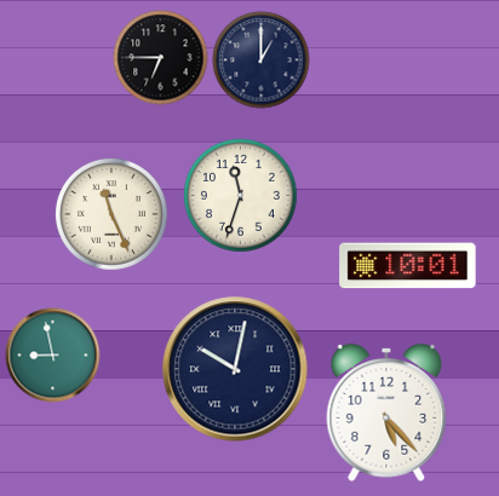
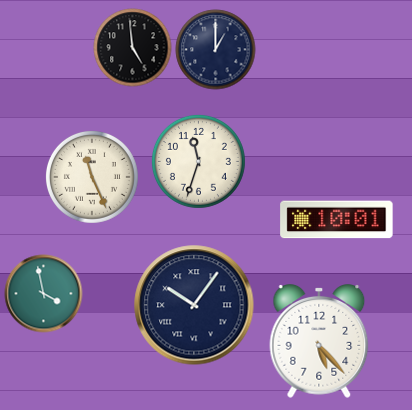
clock at (160, 57): 6:45 -> 4:59
clock at (52, 354): 8:58 -> 3:58
clock at (235, 369): 10:02 -> 10:06
